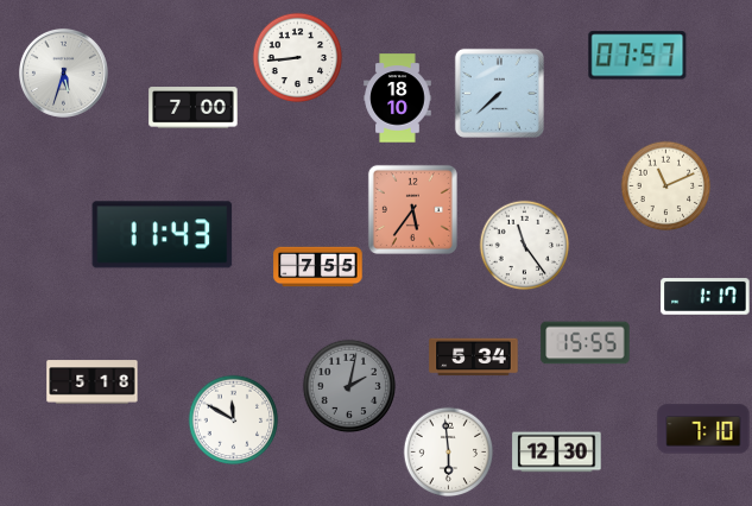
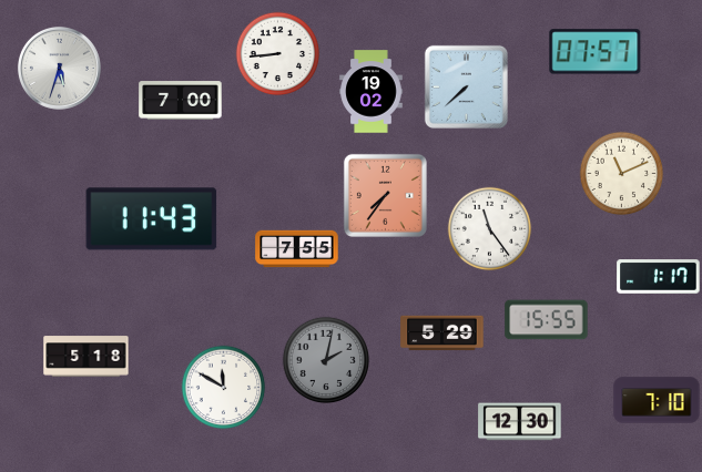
clock at (398, 99): 18:10 -> 19:02
clock at (412, 209): 5:36 -> 7:36
clock at (474, 358): 5:34 -> 5:29
clock at (234, 420) position: (234, 420) -> (224, 388)
clock at (449, 453): 5:59 -> none
